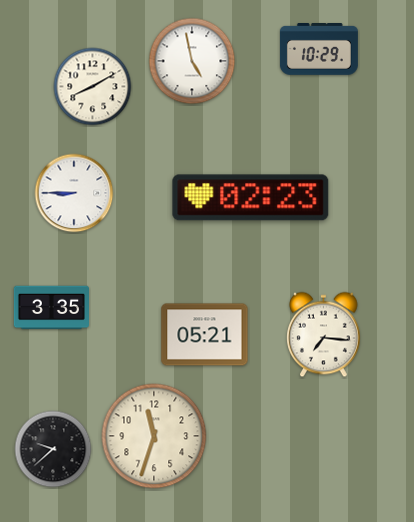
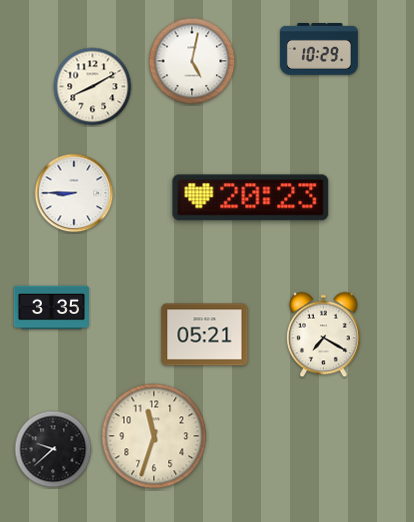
clock at (192, 61): 4:58 -> 5:02
clock at (251, 198): 02:23 -> 20:23
clock at (324, 335): 7:16 -> 7:20
